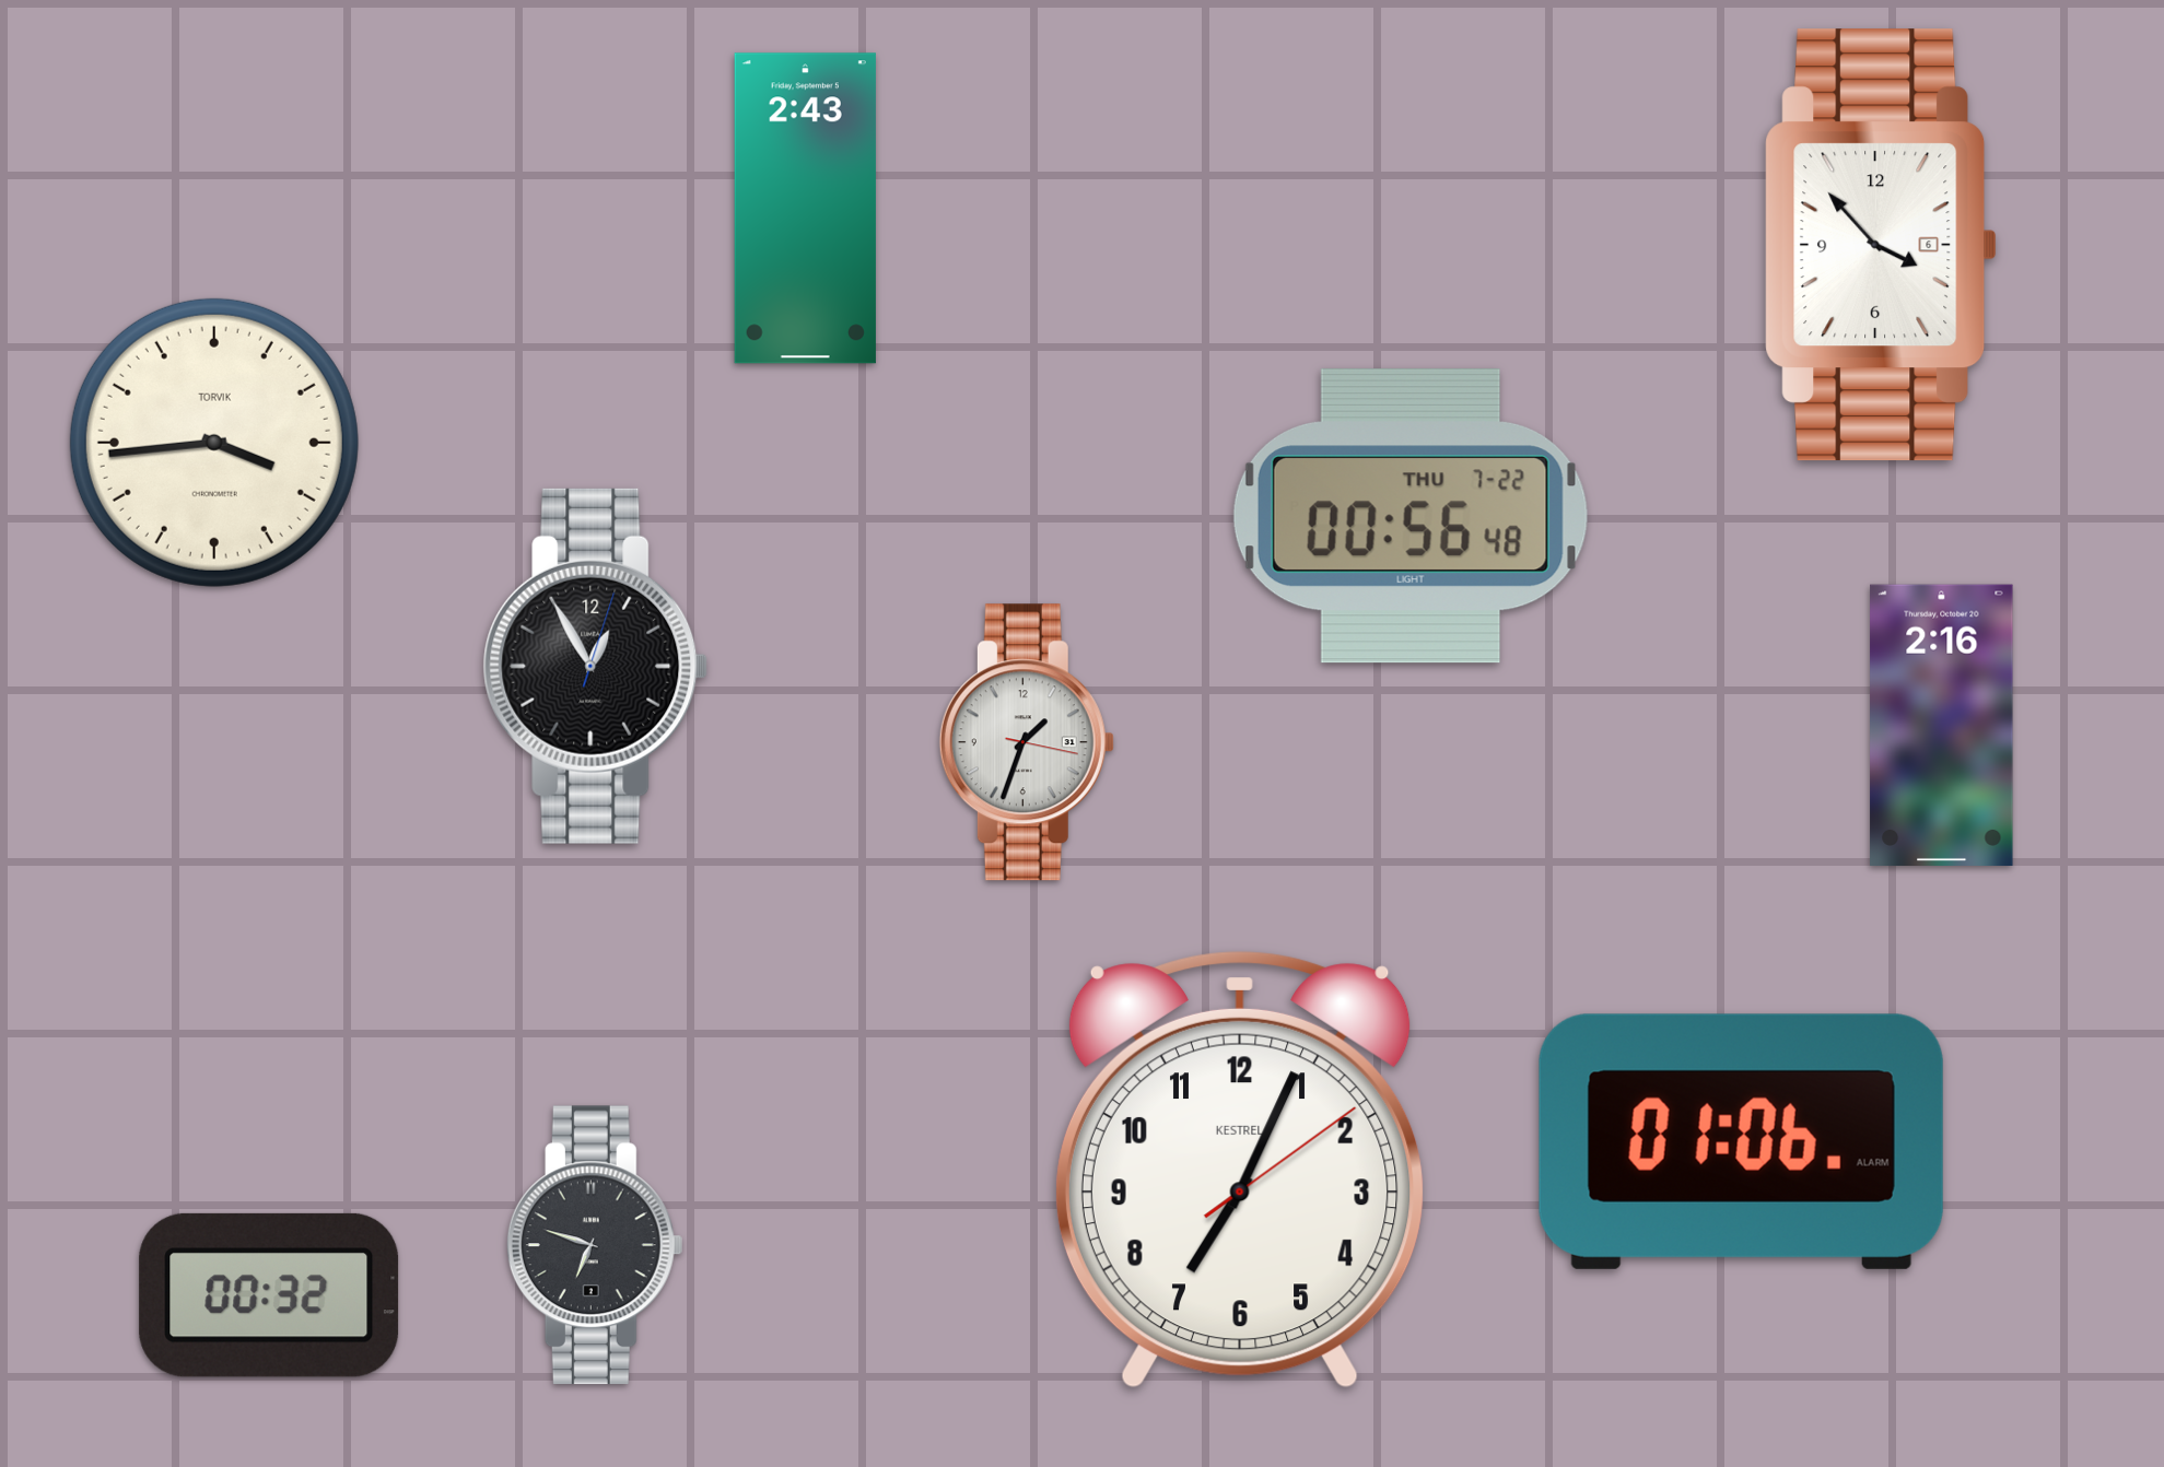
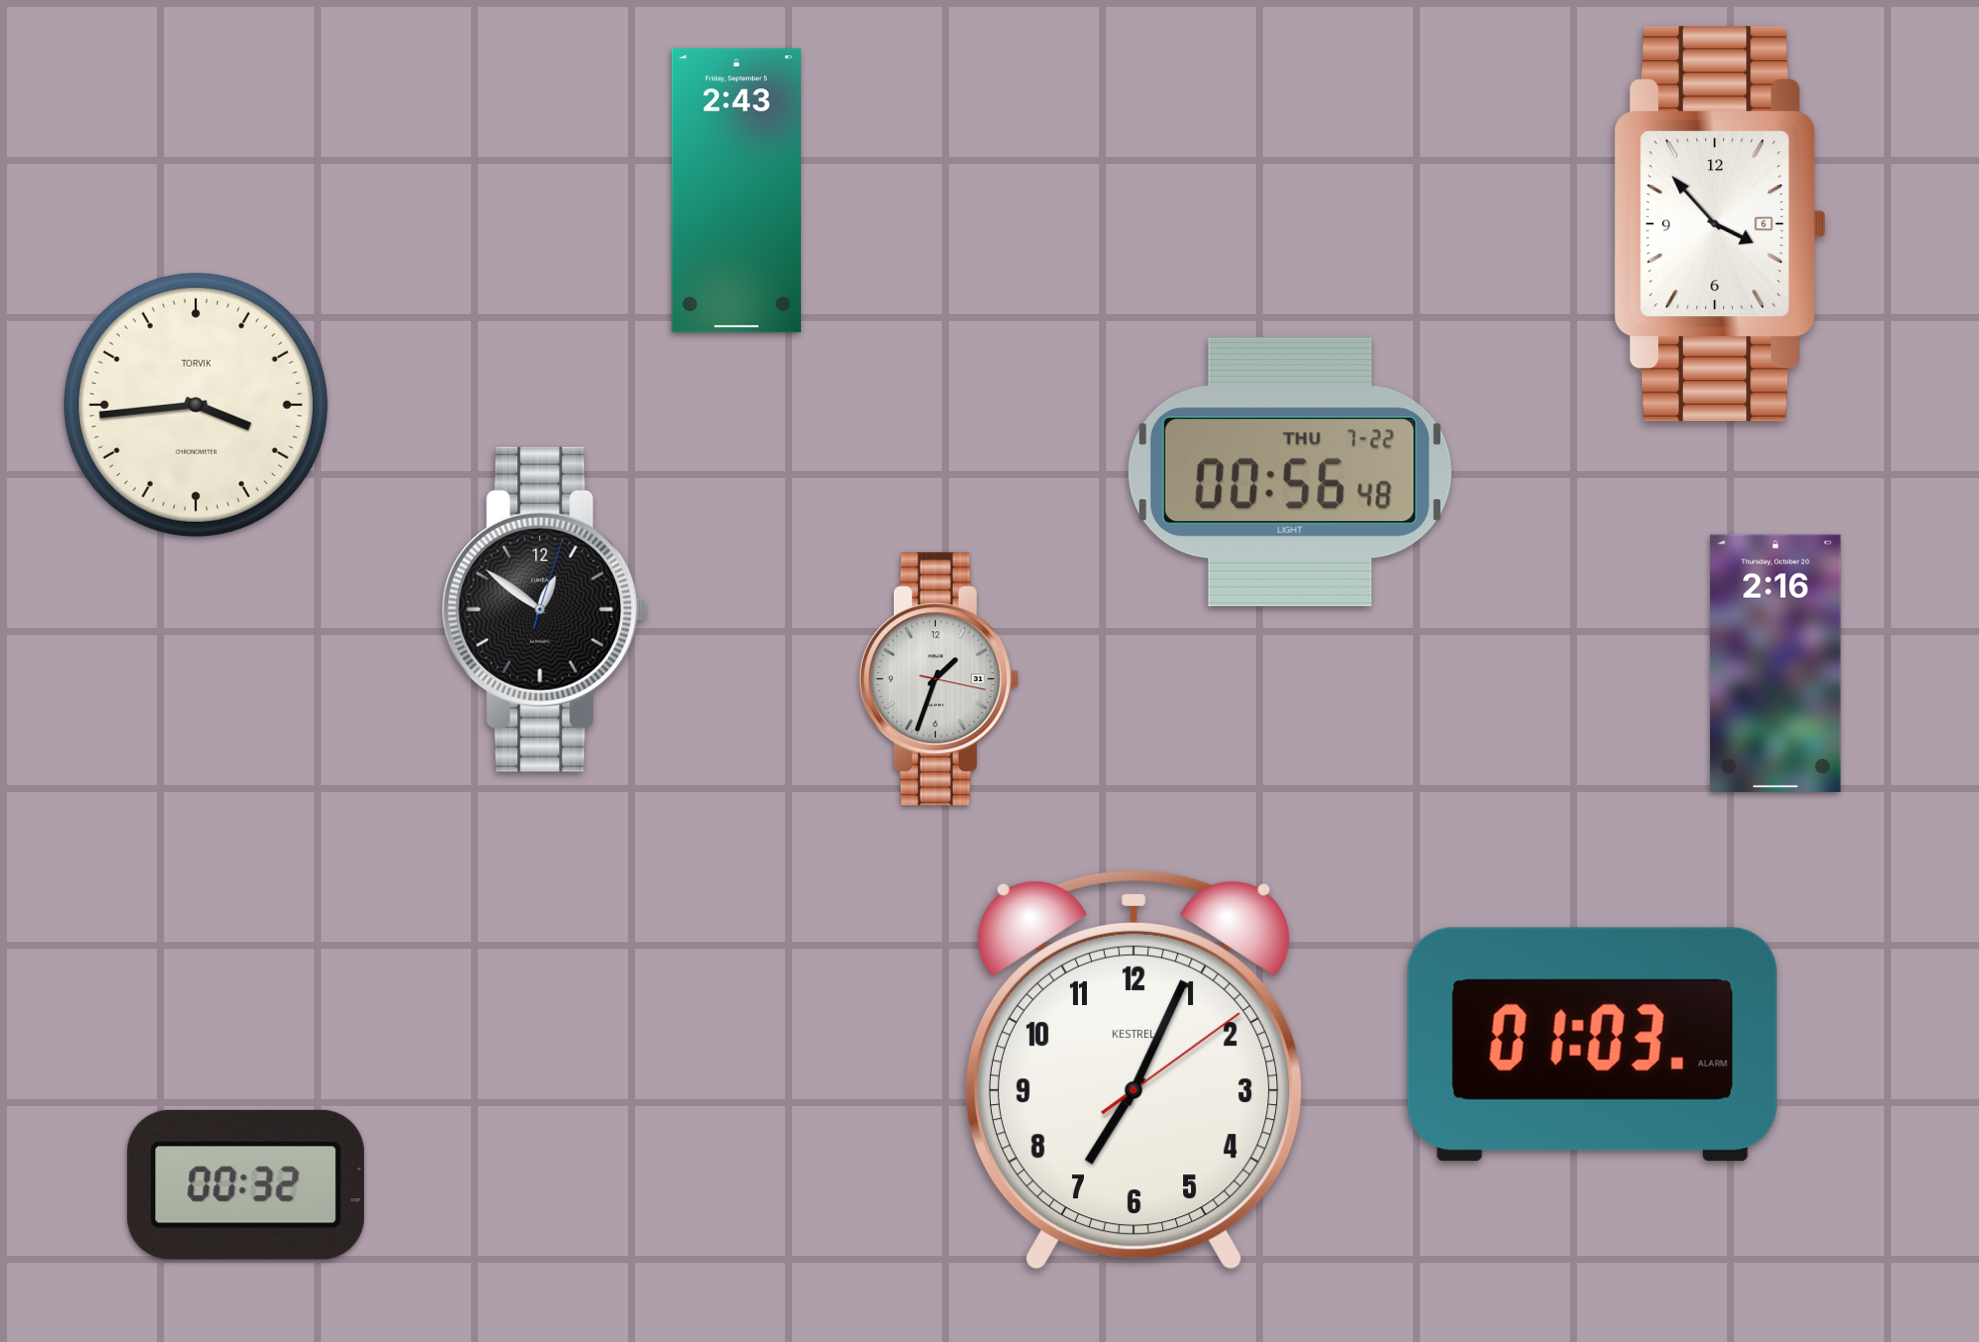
clock at (596, 666): 12:55 -> 12:51
clock at (1741, 1141): 01:06 -> 01:03
clock at (595, 1245): 6:48 -> none
